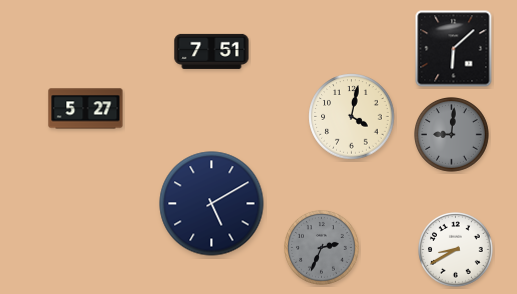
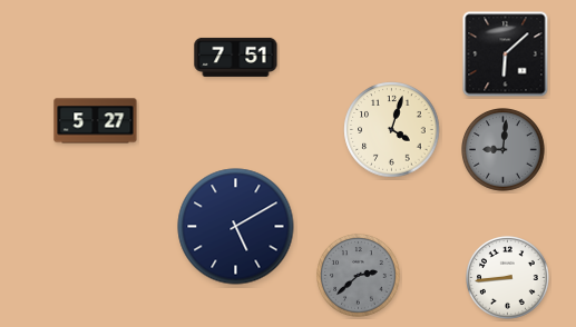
clock at (352, 117): 4:02 -> 4:03
clock at (322, 248): 2:34 -> 2:38
clock at (456, 250): 8:40 -> 8:44
